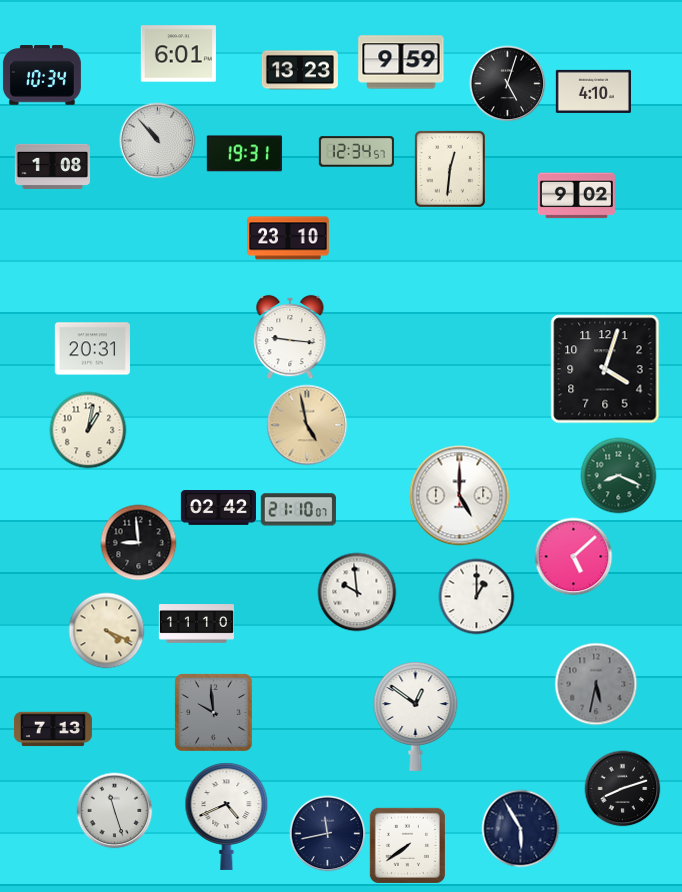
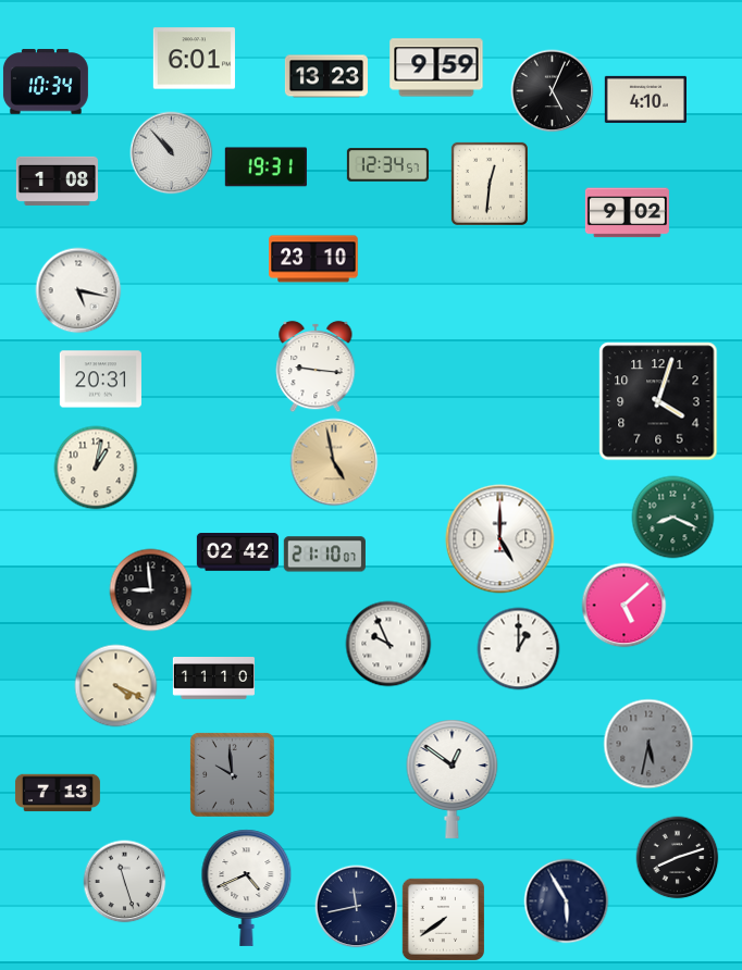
clock at (508, 84): 5:03 -> 5:04
clock at (78, 290): none -> 5:17
clock at (357, 592): 9:59 -> 9:56
